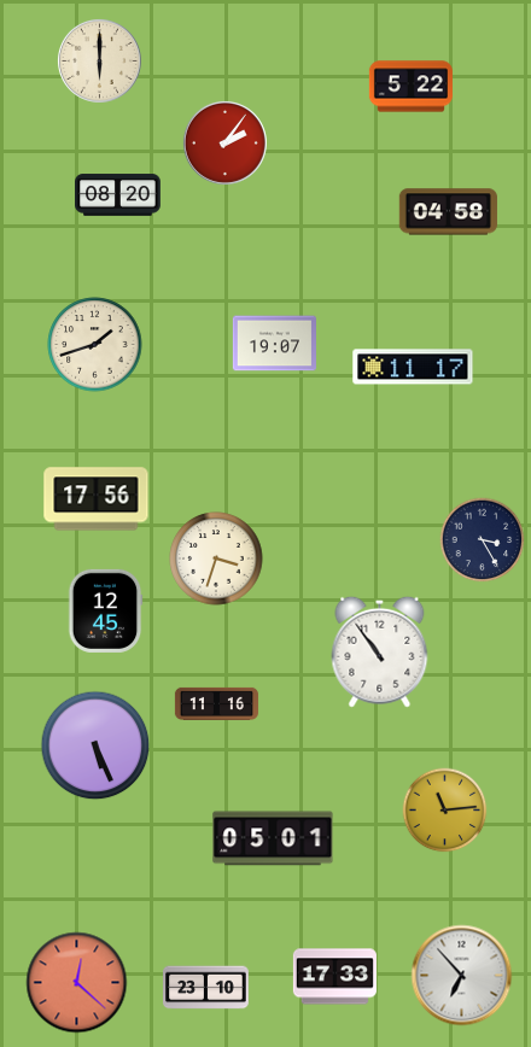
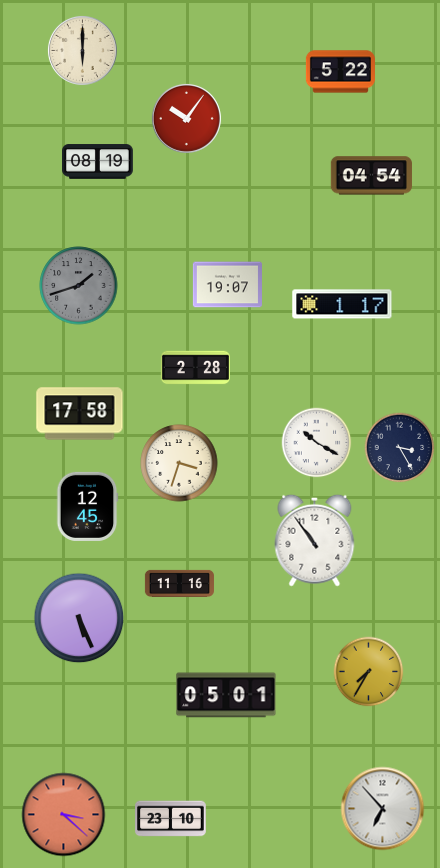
clock at (224, 142): 2:06 -> 10:06
clock at (118, 195): 08:20 -> 08:19
clock at (448, 212): 04:58 -> 04:54
clock at (95, 345) dial: cream -> grey
clock at (413, 367): 11:17 -> 1:17
clock at (195, 368): none -> 2:28
clock at (97, 499): 17:56 -> 17:58
clock at (317, 443): none -> 10:20
clock at (445, 811): 11:14 -> 7:35
clock at (334, 977): 17:33 -> none
clock at (77, 983): 12:22 -> 3:22
